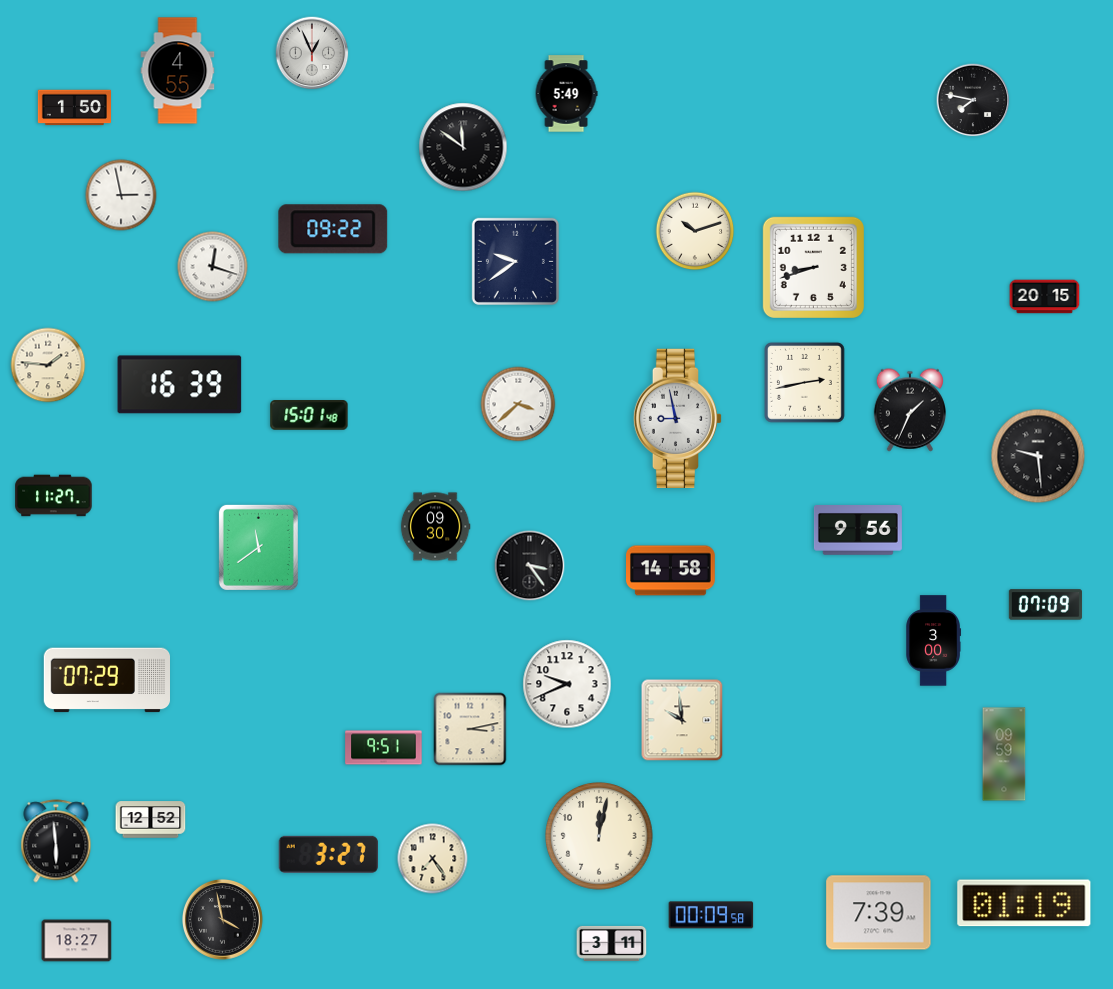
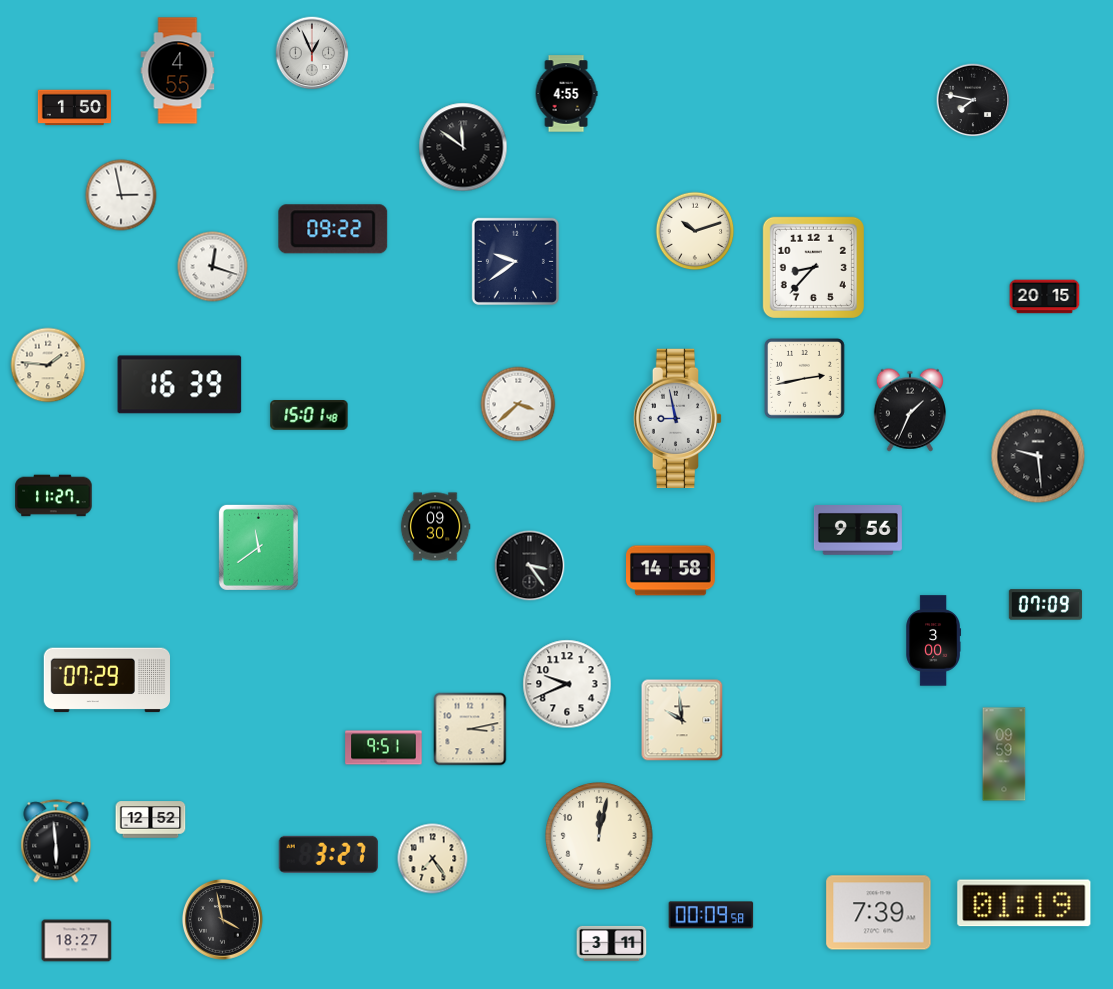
clock at (566, 94): 5:49 -> 4:55
clock at (813, 267): 8:42 -> 8:37
clock at (805, 383) position: (805, 383) -> (805, 379)
